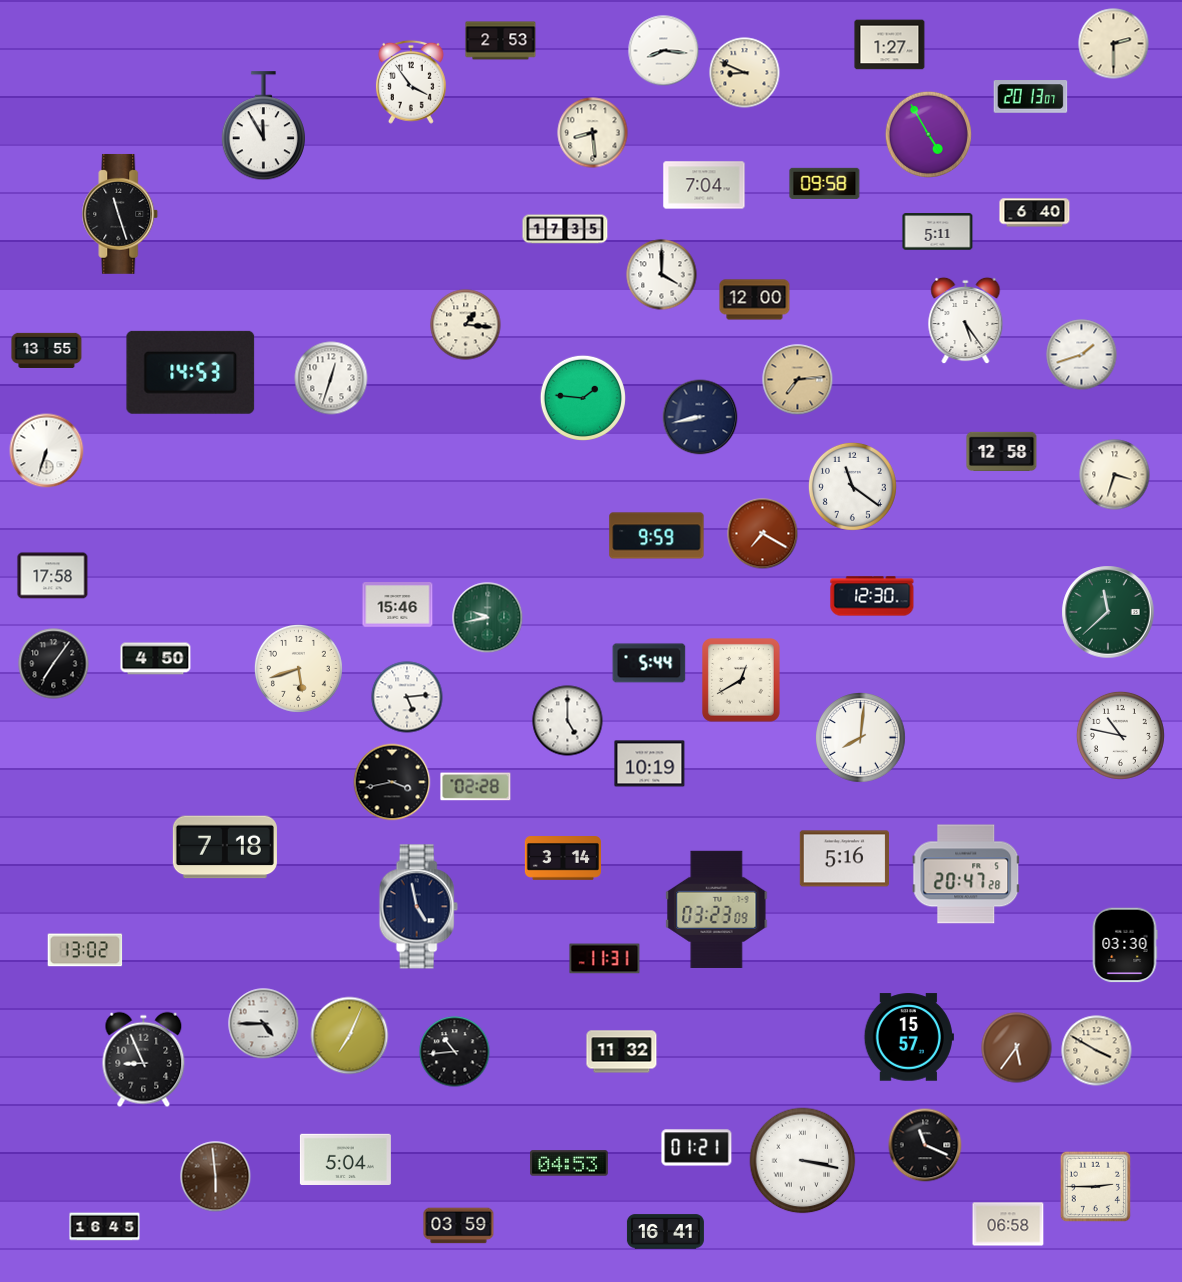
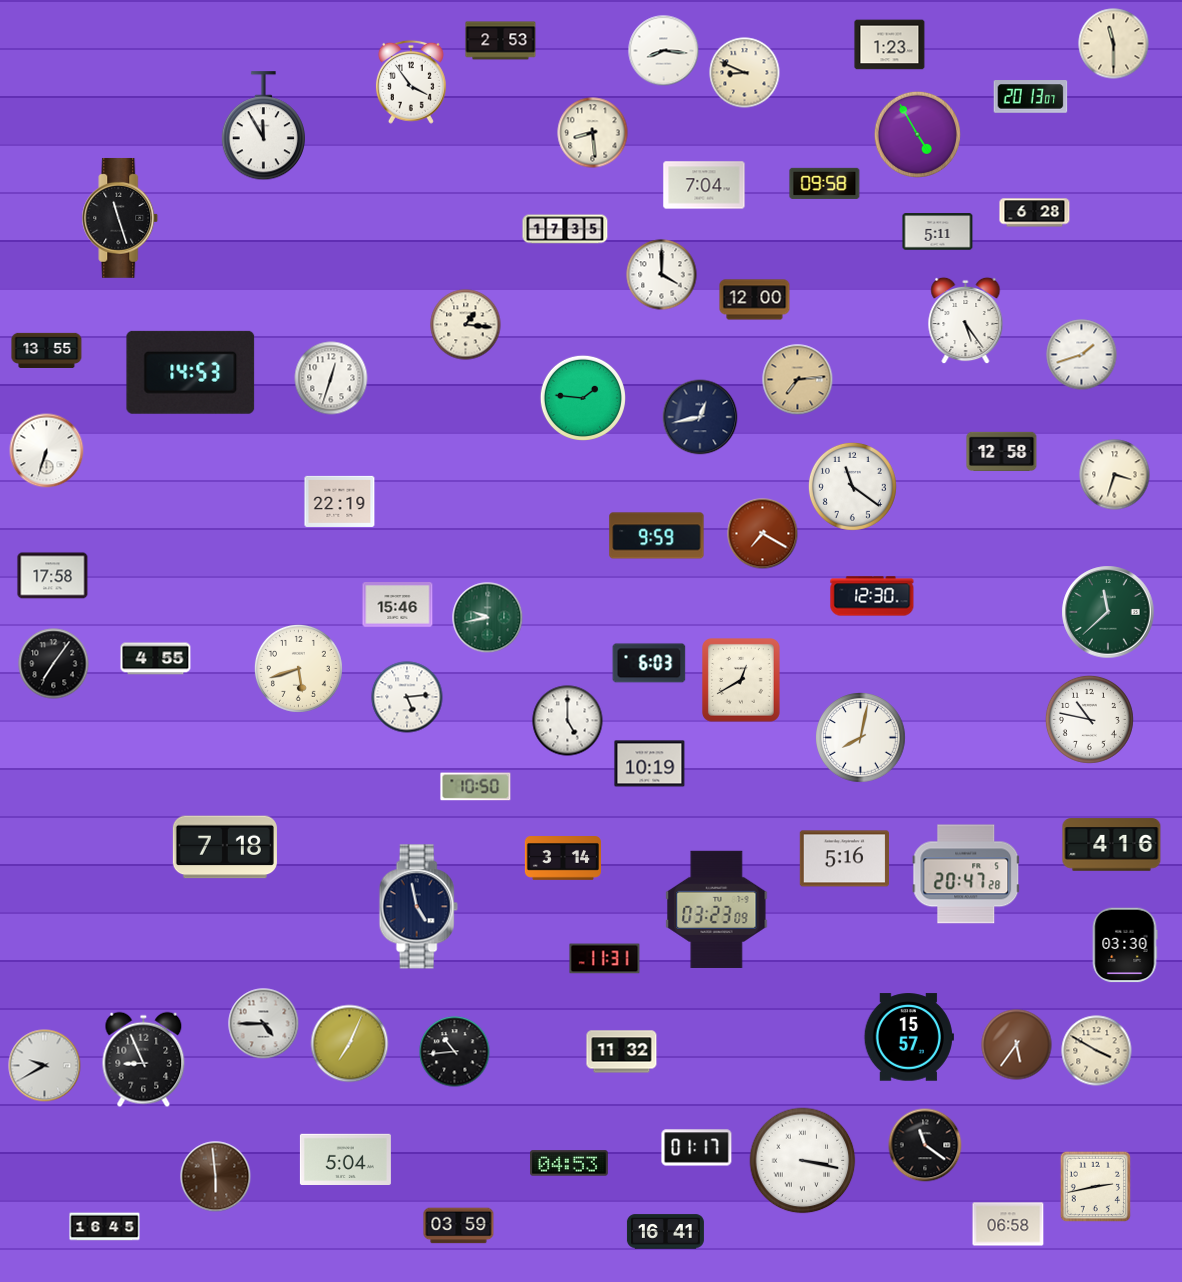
clock at (1114, 44): 2:30 -> 11:30
clock at (890, 45): 1:27 -> 1:23
clock at (928, 134) position: (928, 134) -> (917, 134)
clock at (1035, 213): 6:40 -> 6:28
clock at (120, 214) position: (120, 214) -> (120, 218)
clock at (700, 417): 8:43 -> 12:43
clock at (340, 501): none -> 22:19
clock at (156, 659): 4:50 -> 4:55
clock at (649, 663): 5:44 -> 6:03
clock at (1120, 735) position: (1120, 735) -> (1089, 719)
clock at (861, 738): 8:01 -> 8:02
clock at (392, 782): 3:43 -> none
clock at (476, 787): 02:28 -> 10:50
clock at (1112, 845): none -> 4:16
clock at (85, 950): 13:02 -> none
clock at (350, 1036) position: (350, 1036) -> (350, 1044)
clock at (1017, 1048) position: (1017, 1048) -> (1017, 1045)
clock at (45, 1066): none -> 9:40
clock at (925, 1145): 11:19 -> 11:21
clock at (697, 1148): 01:21 -> 01:17
clock at (1096, 1187): 2:45 -> 2:43
